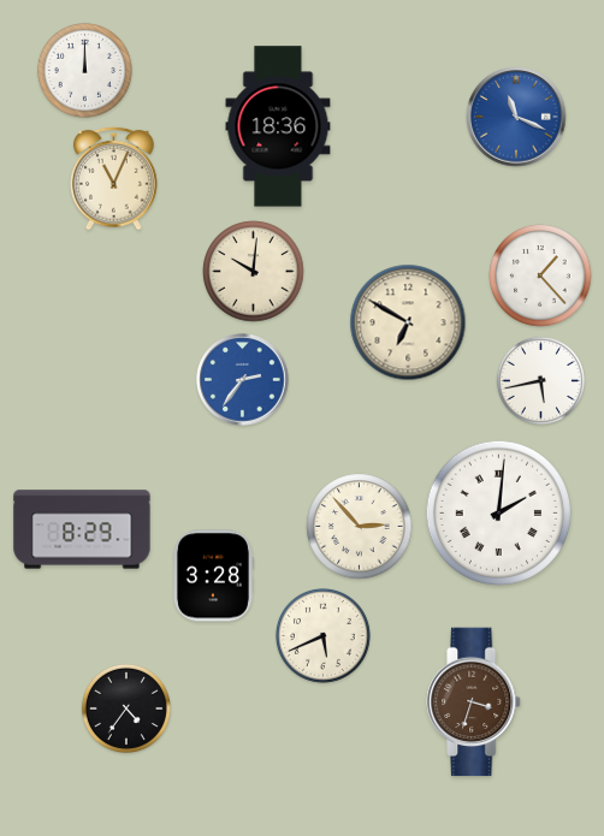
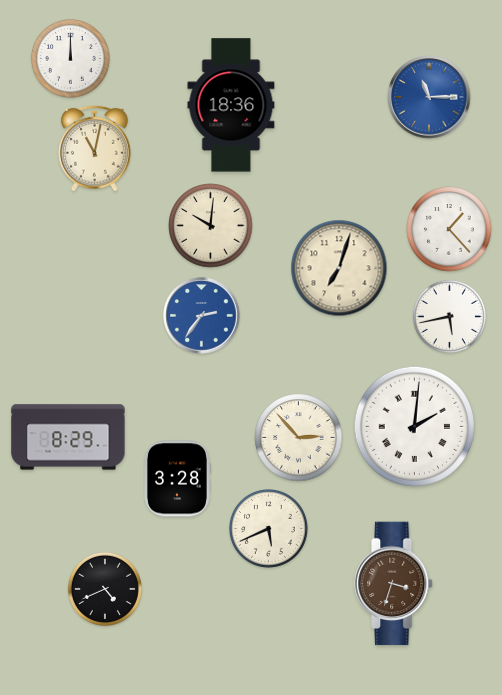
clock at (516, 117): 11:19 -> 11:15
clock at (114, 178): 11:04 -> 11:02
clock at (408, 322): 6:50 -> 7:03
clock at (82, 529) position: (82, 529) -> (68, 437)
clock at (126, 708): 4:36 -> 4:41
